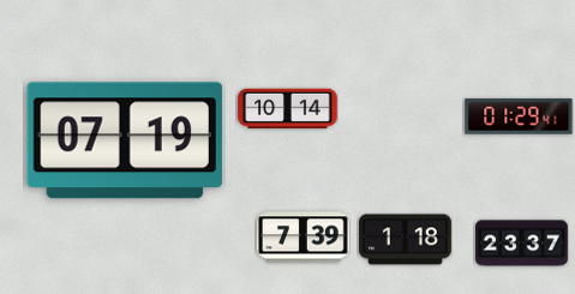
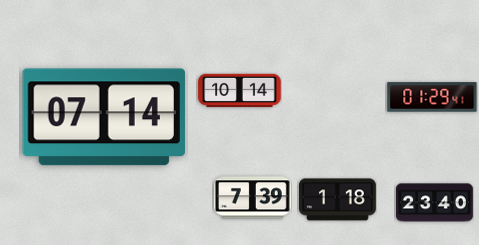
clock at (125, 140): 07:19 -> 07:14
clock at (522, 244): 23:37 -> 23:40
